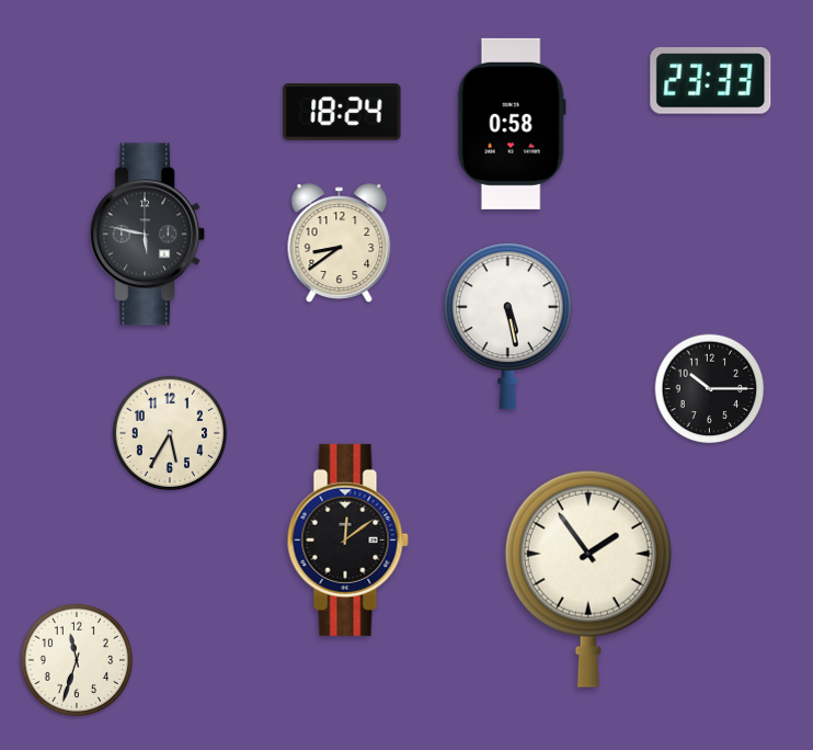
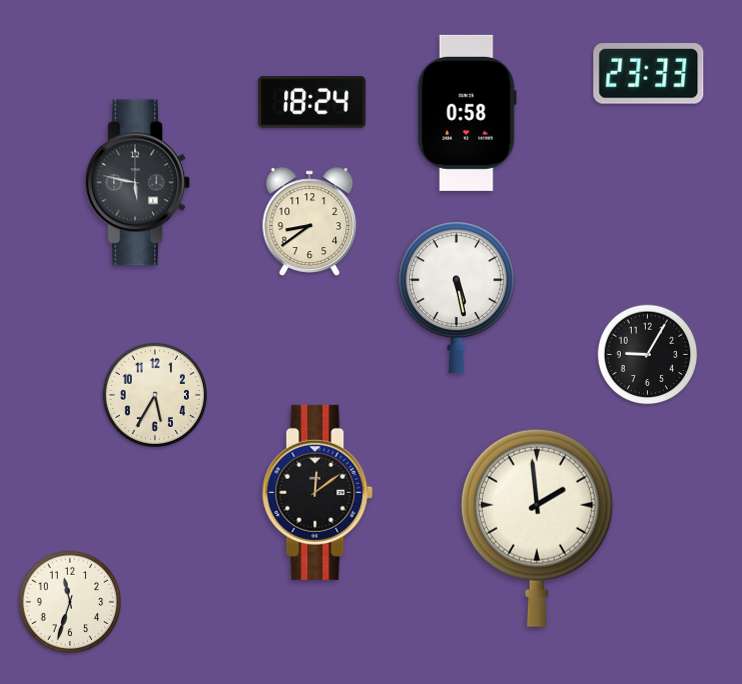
clock at (148, 235) position: (148, 235) -> (138, 183)
clock at (507, 327) position: (507, 327) -> (456, 298)
clock at (710, 389): 10:15 -> 9:05
clock at (588, 579): 1:54 -> 1:59
